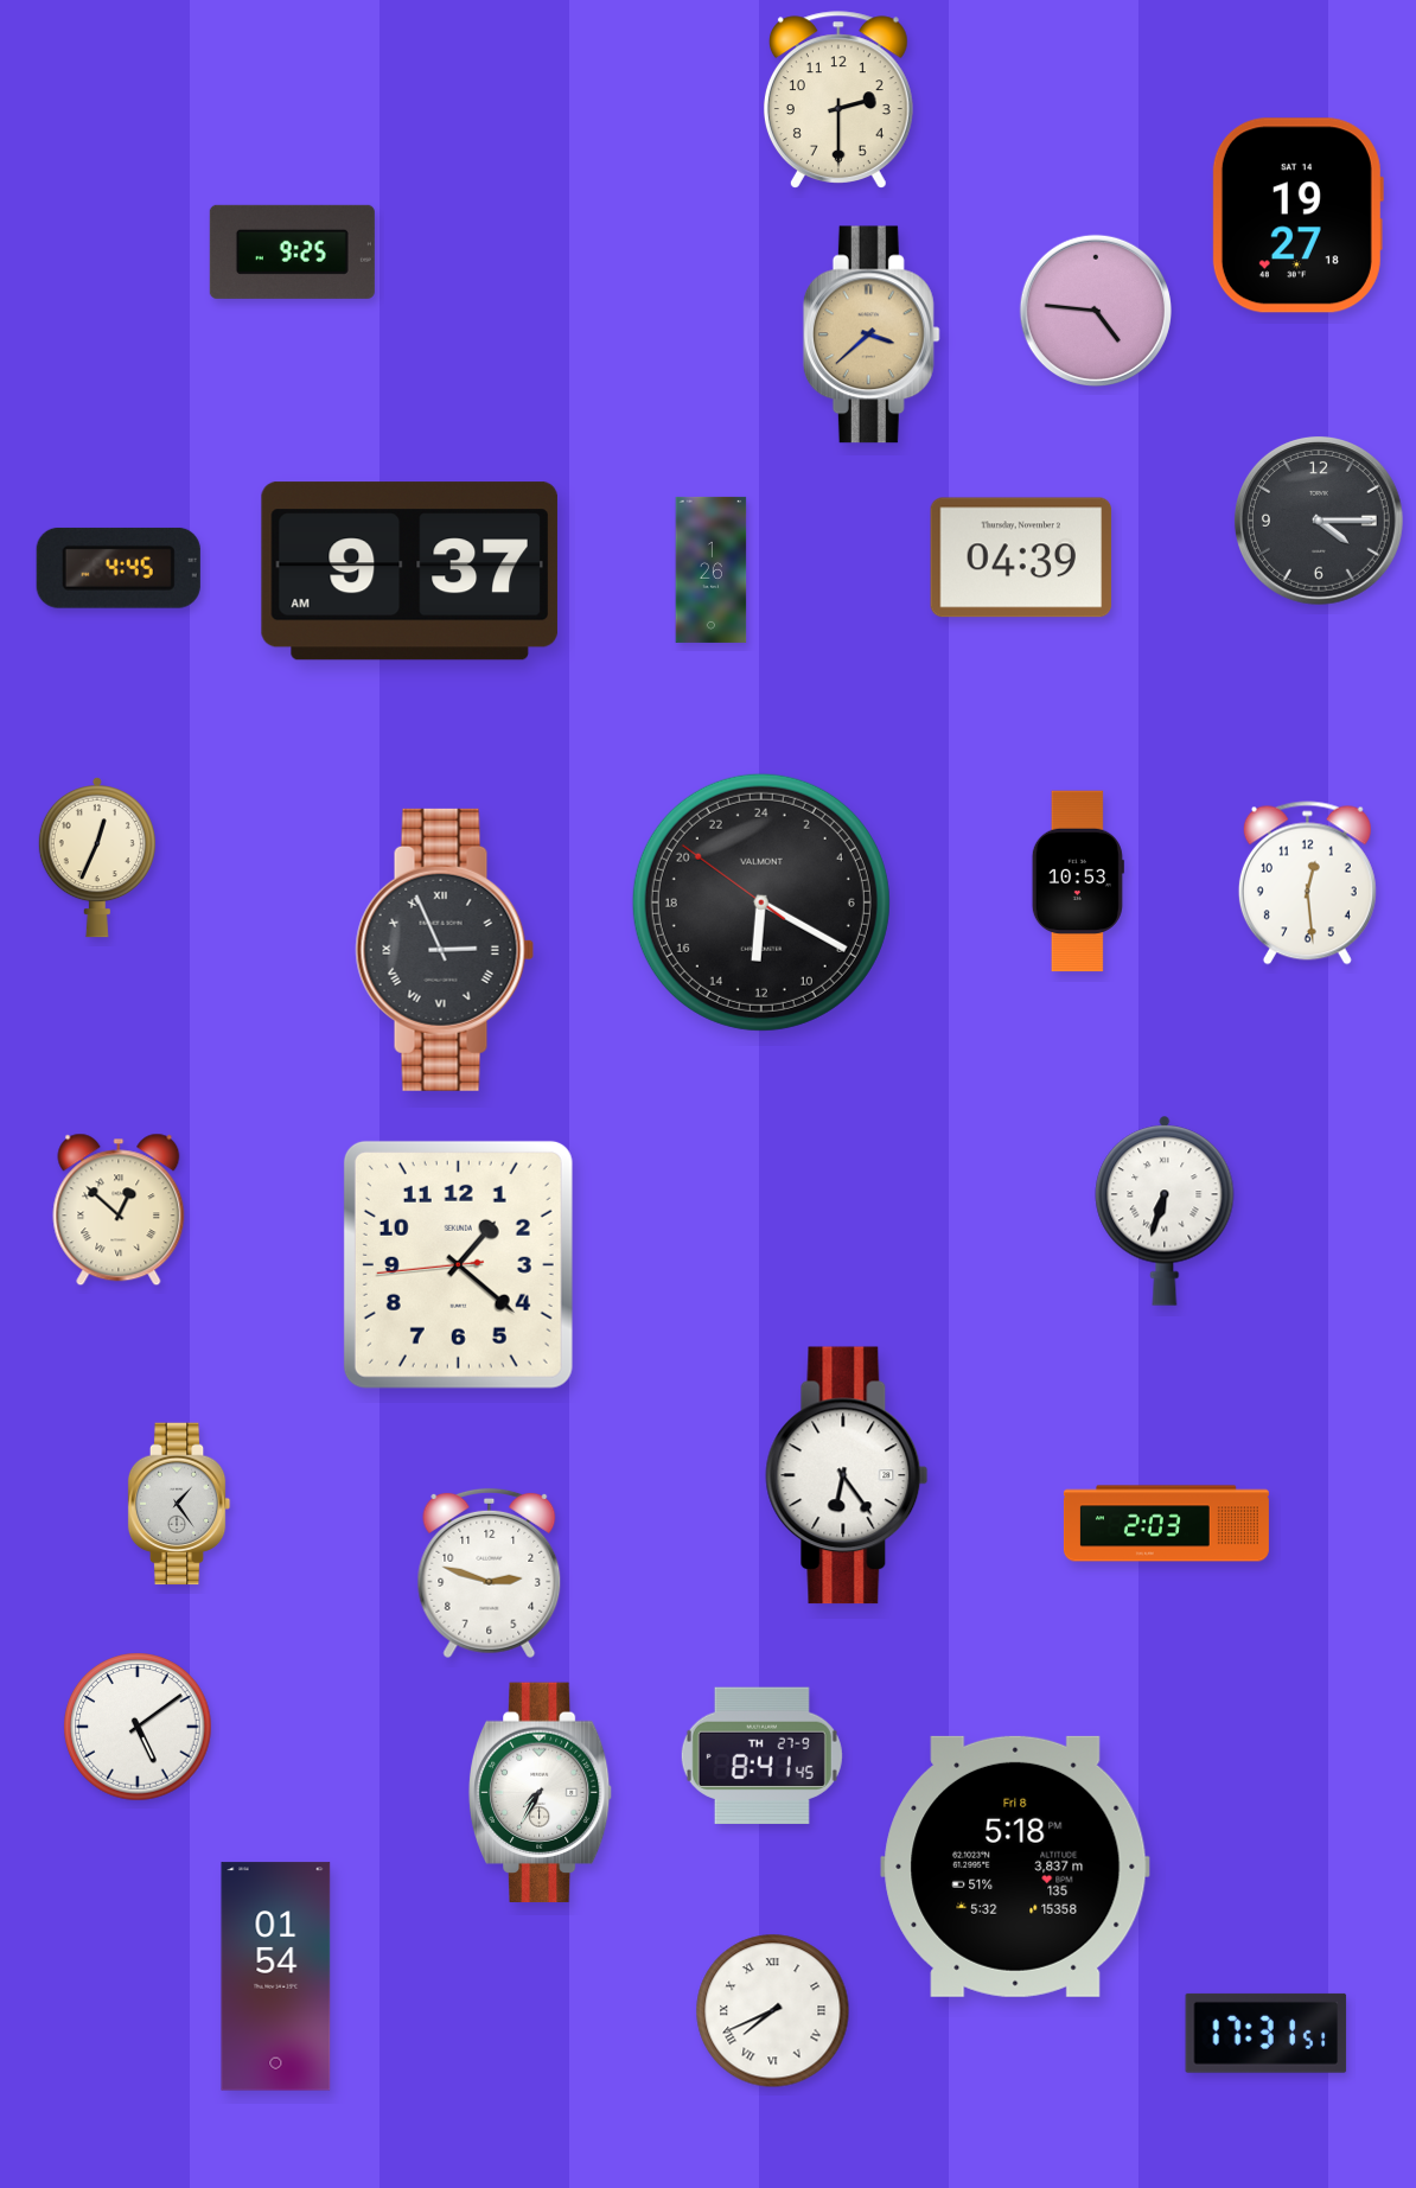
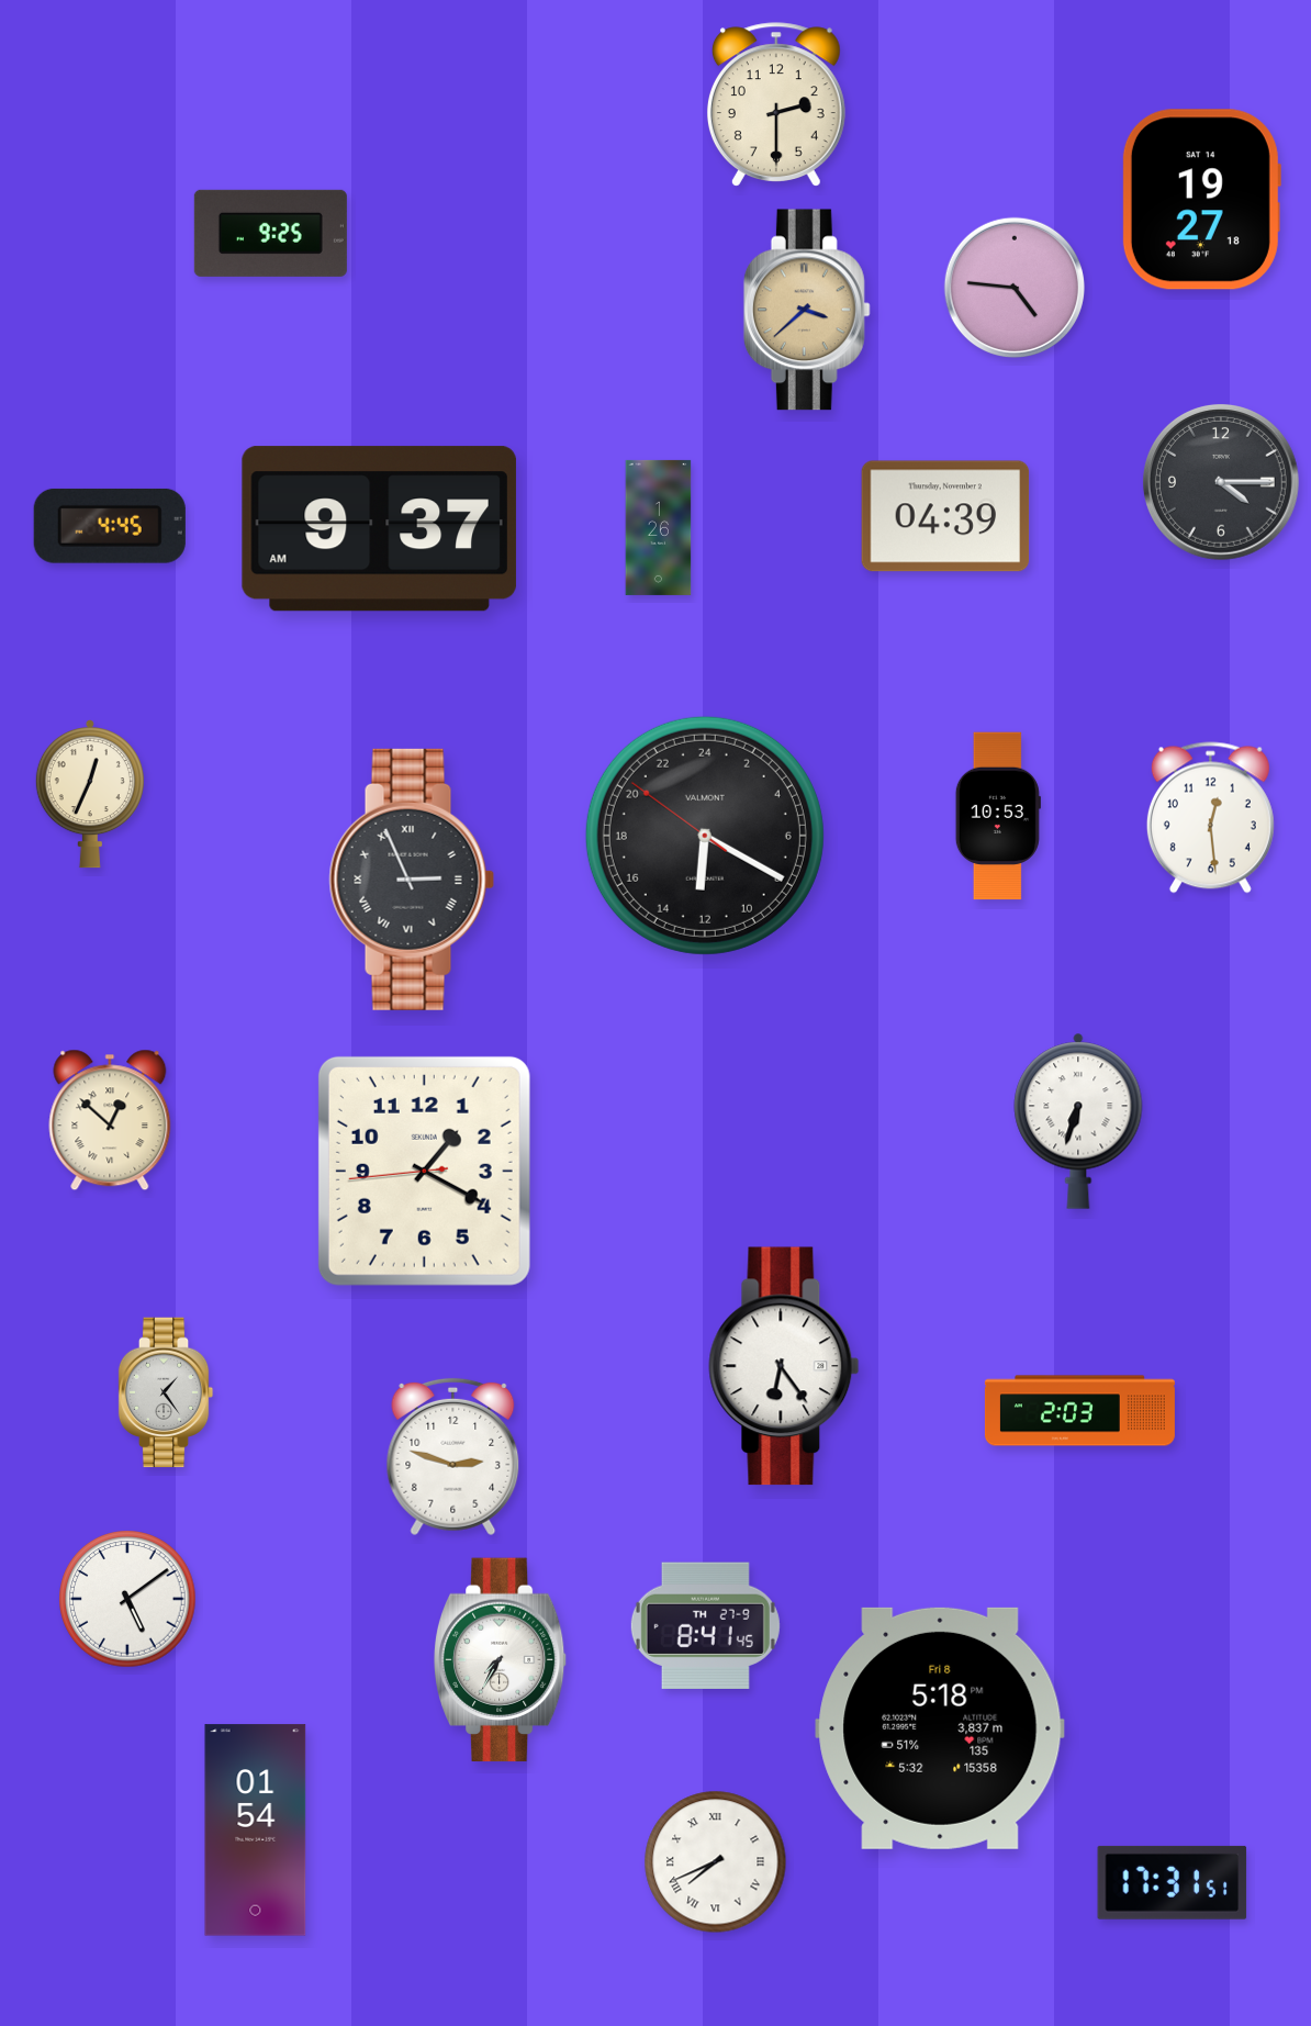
clock at (838, 100) position: (838, 100) -> (776, 104)
clock at (458, 1264): 1:21 -> 1:19
